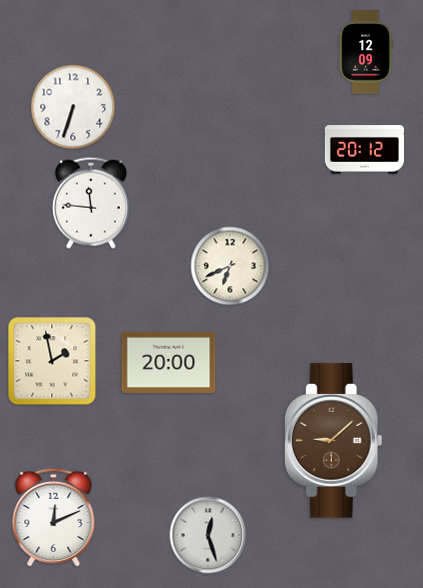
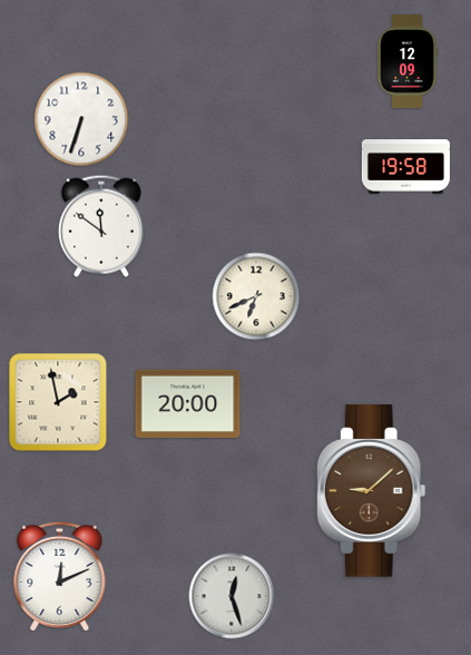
clock at (366, 52) position: (366, 52) -> (408, 61)
clock at (364, 150): 20:12 -> 19:58
clock at (91, 203): 11:46 -> 11:51
